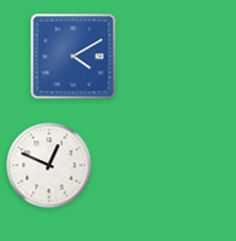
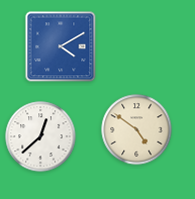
clock at (137, 130): none -> 4:51
clock at (50, 166): 12:49 -> 12:38
